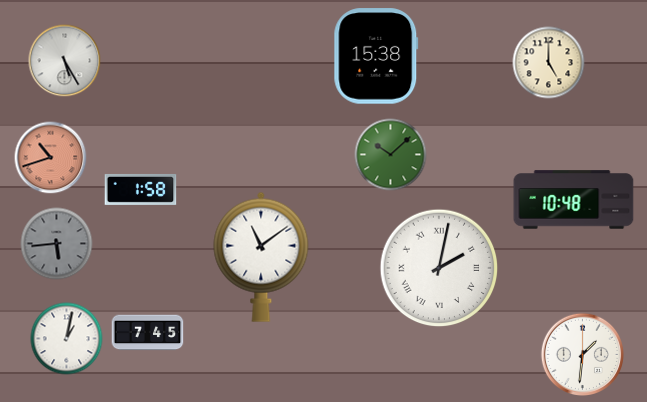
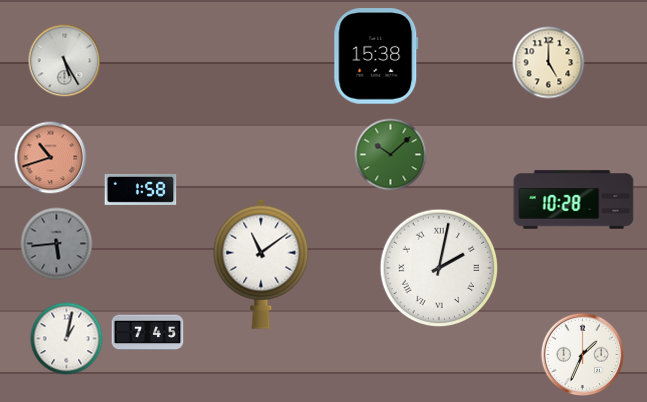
clock at (574, 200): 10:48 -> 10:28
clock at (261, 257) position: (261, 257) -> (261, 264)
clock at (582, 354): 1:31 -> 1:34
